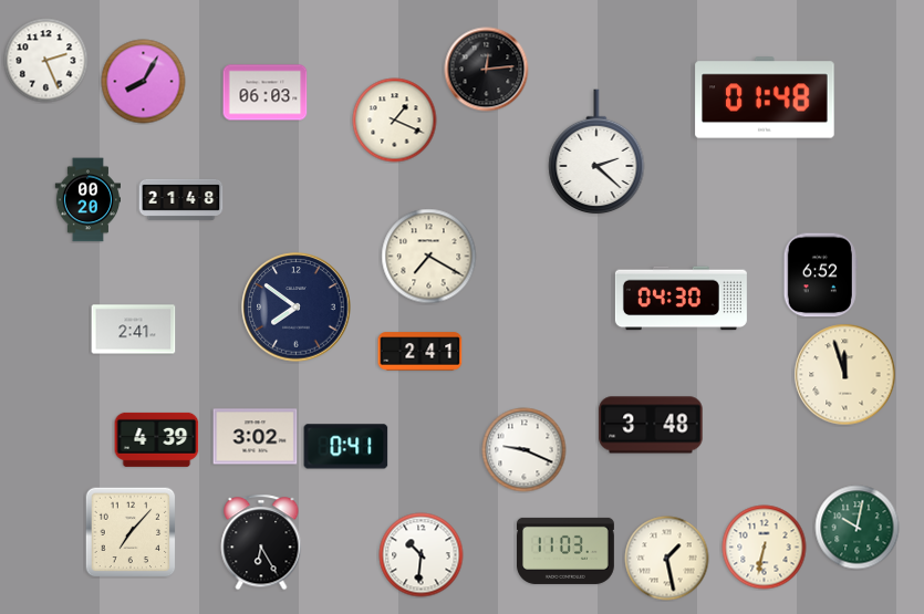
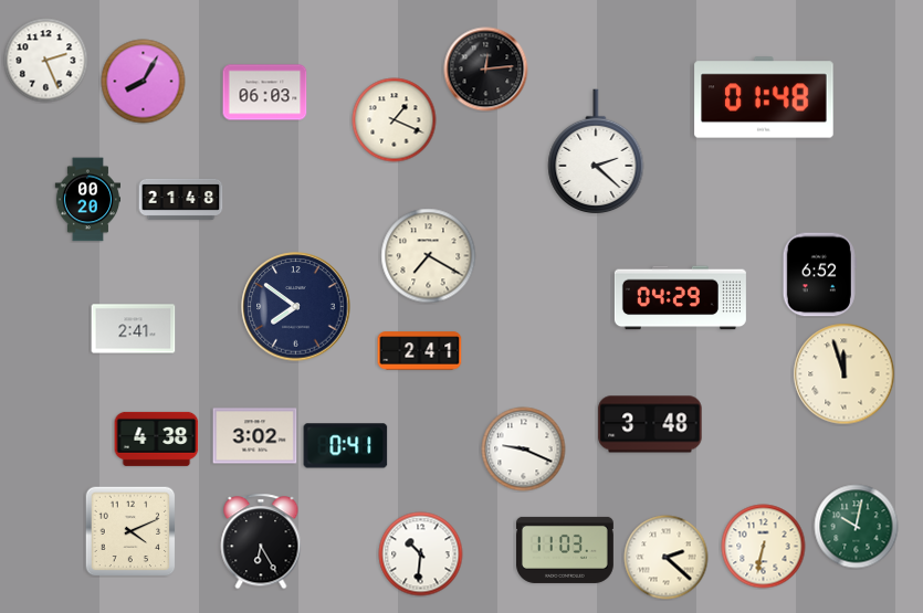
clock at (681, 299): 04:30 -> 04:29
clock at (157, 439): 4:39 -> 4:38
clock at (131, 532): 7:07 -> 4:11
clock at (667, 559): 1:28 -> 2:22
